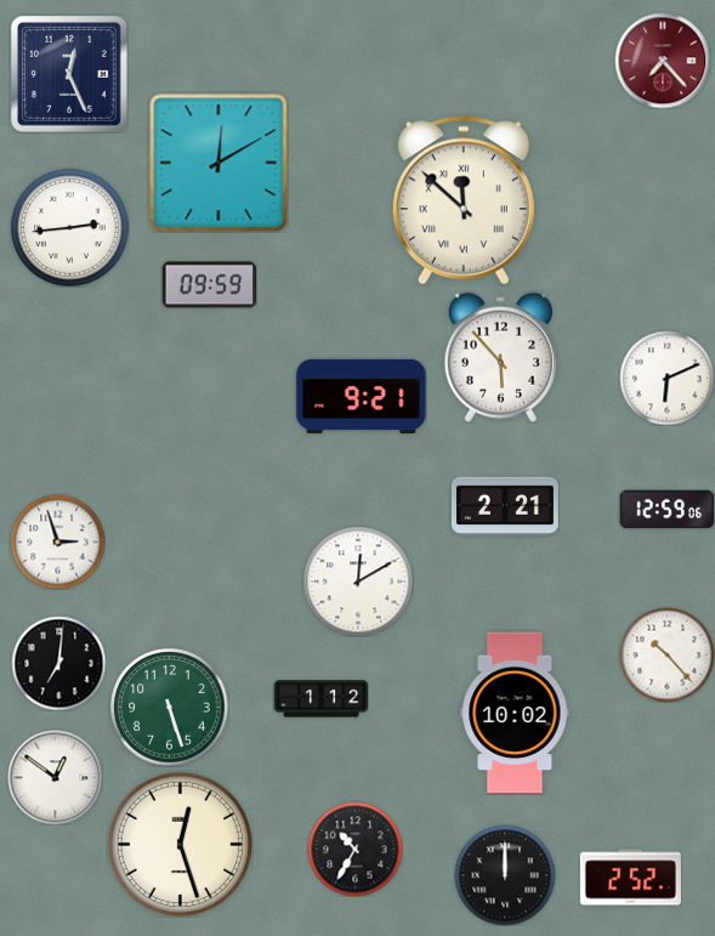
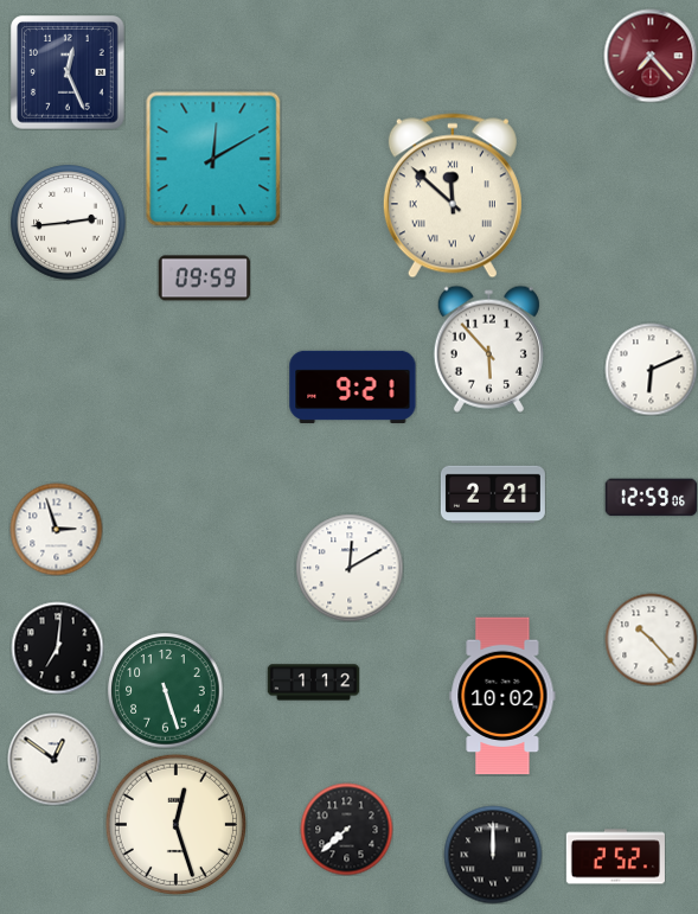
clock at (663, 61) position: (663, 61) -> (651, 56)
clock at (354, 849): 10:35 -> 7:38
